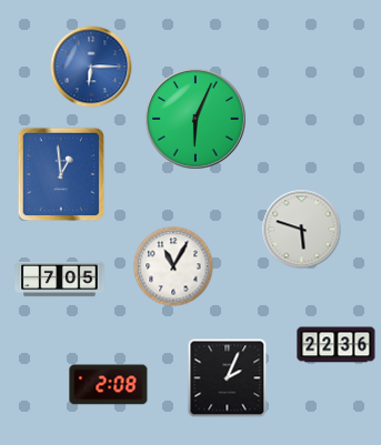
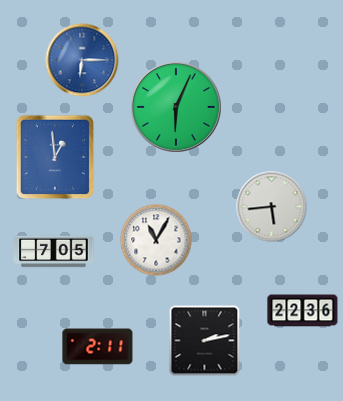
clock at (302, 230): 5:48 -> 5:44
clock at (228, 378): 2:04 -> 2:13
clock at (109, 385): 2:08 -> 2:11
